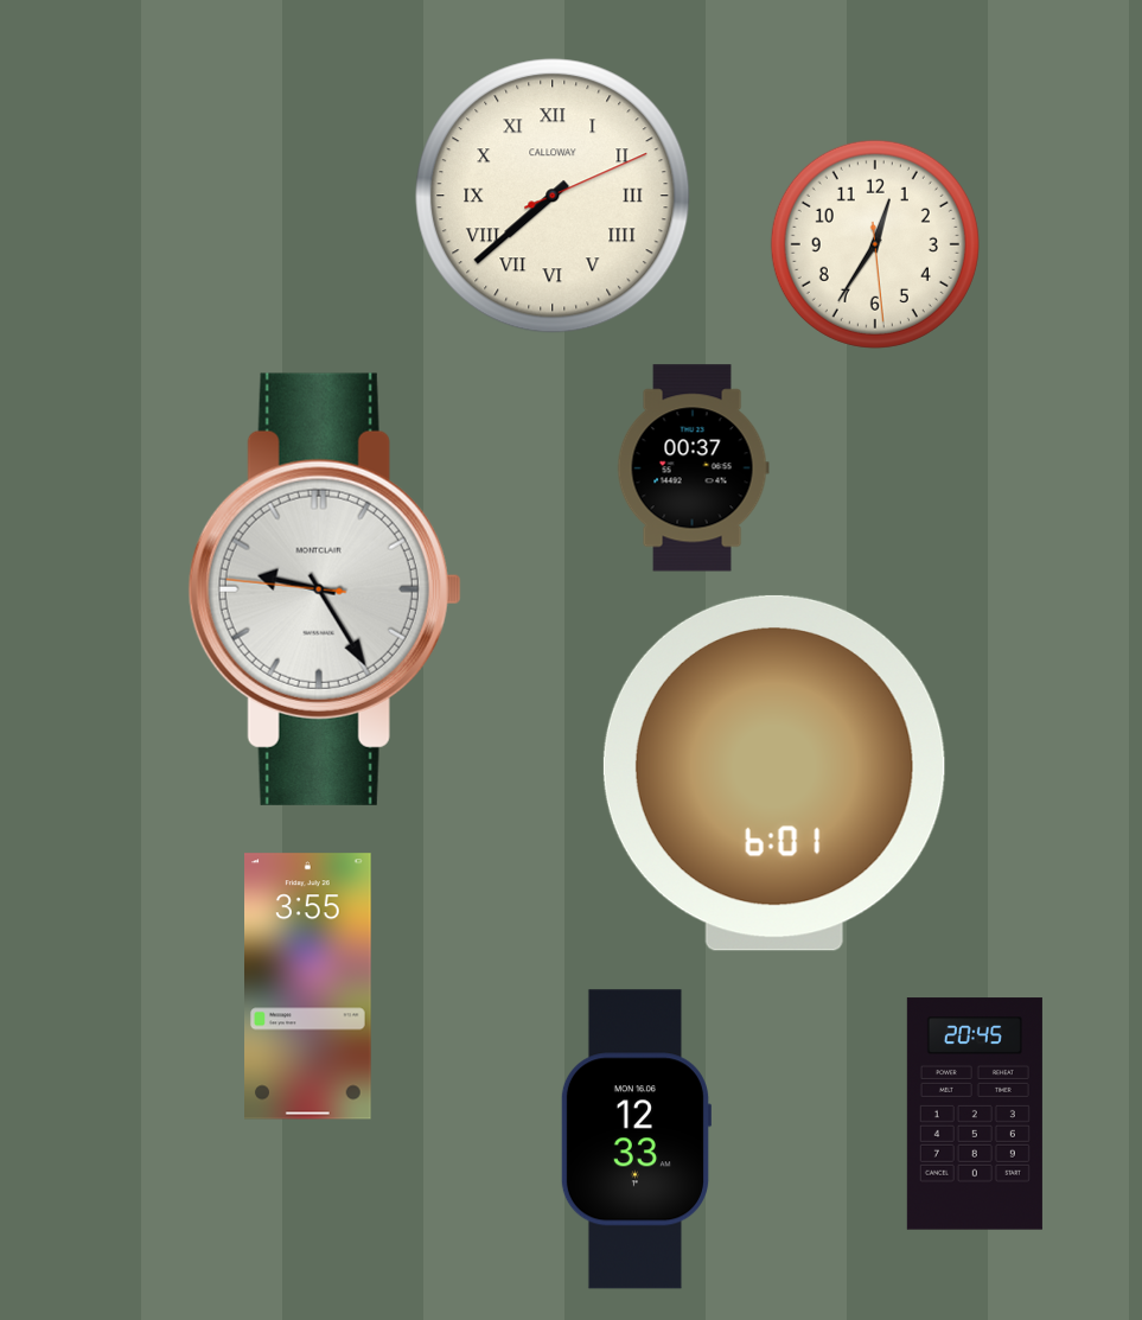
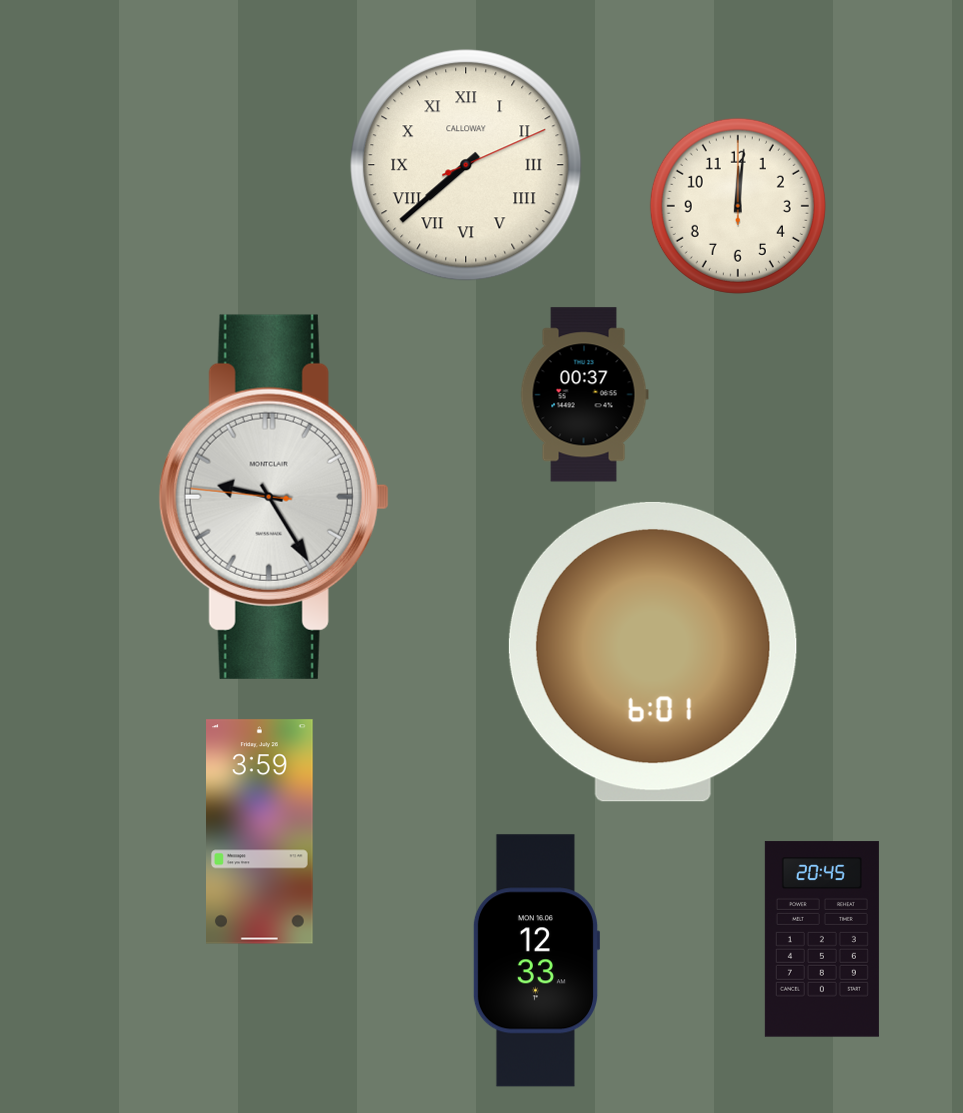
clock at (875, 244): 12:35 -> 12:01
clock at (308, 987): 3:55 -> 3:59
